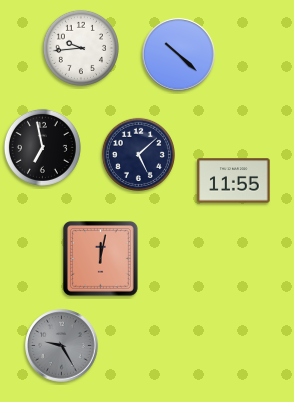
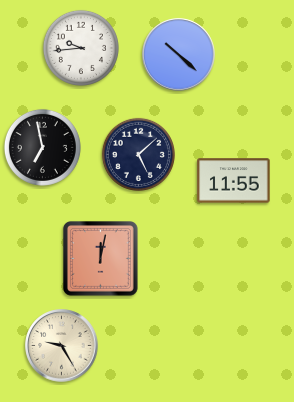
clock at (62, 346) dial: grey -> cream
